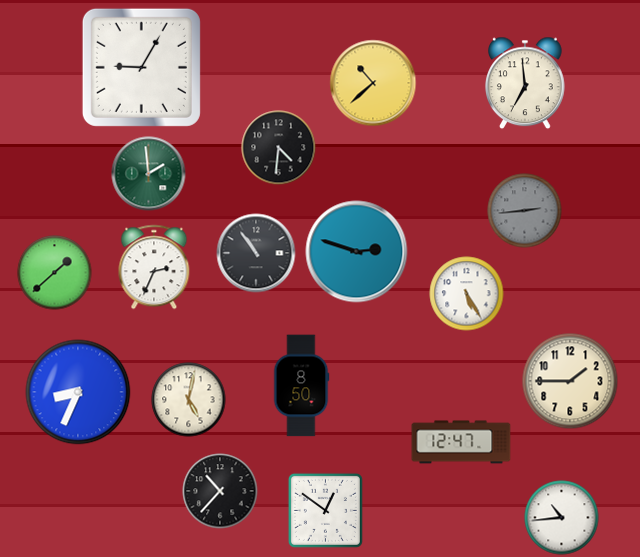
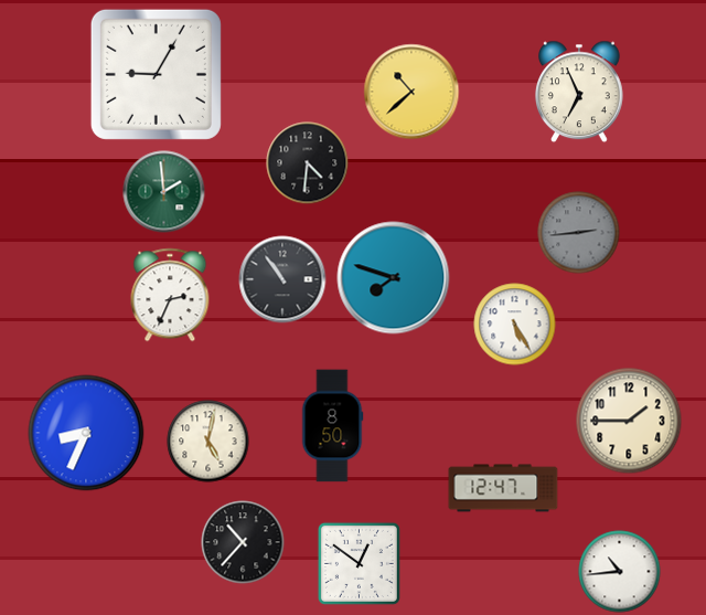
clock at (526, 83): 6:59 -> 6:56
clock at (357, 252): 2:48 -> 7:48
clock at (55, 273): 1:38 -> none
clock at (461, 442) position: (461, 442) -> (503, 488)
